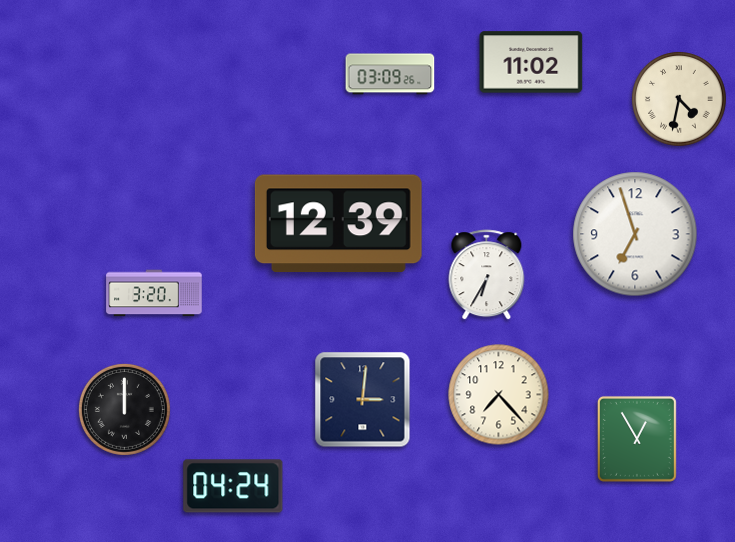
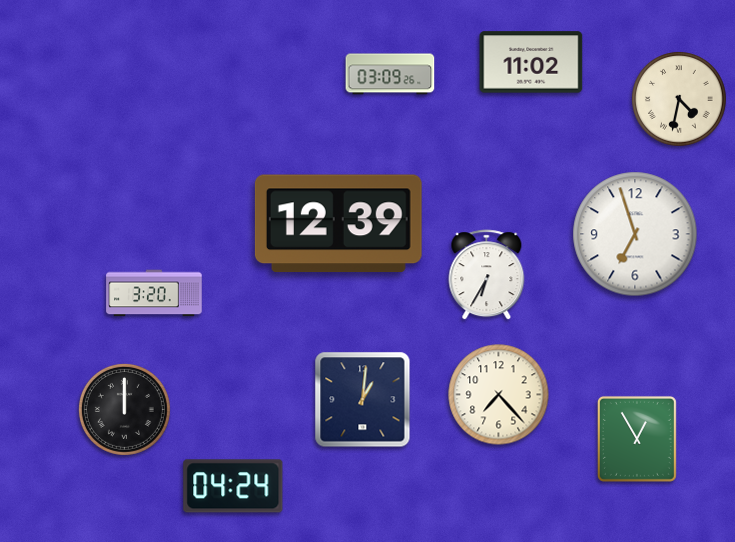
clock at (363, 400): 3:01 -> 1:01
